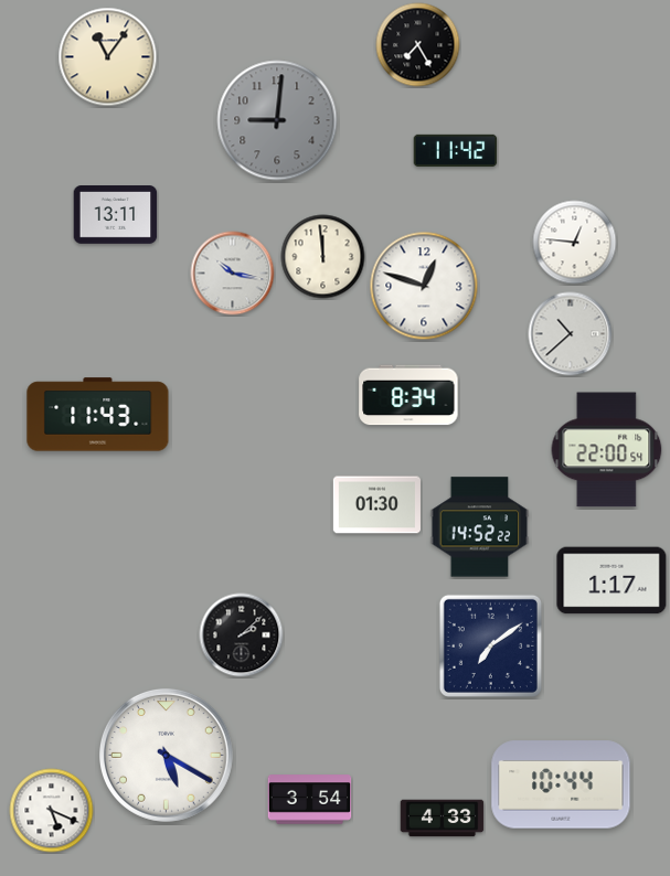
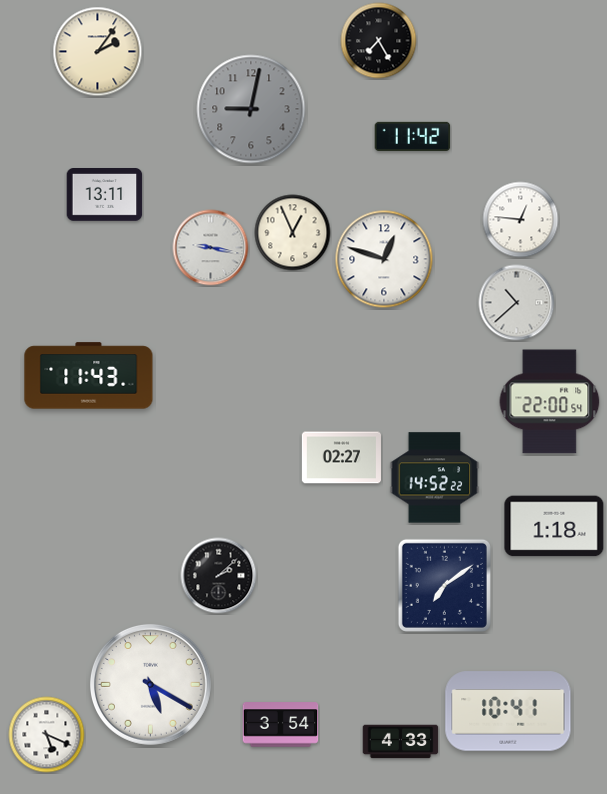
clock at (108, 57): 11:06 -> 2:06
clock at (277, 120): 9:01 -> 9:02
clock at (323, 257): 11:59 -> 12:56
clock at (233, 274): 10:17 -> 9:17
clock at (408, 395): 8:34 -> none
clock at (607, 450) position: (607, 450) -> (550, 402)
clock at (376, 505): 01:30 -> 02:27
clock at (611, 580): 1:17 -> 1:18
clock at (561, 784): 10:44 -> 10:41
